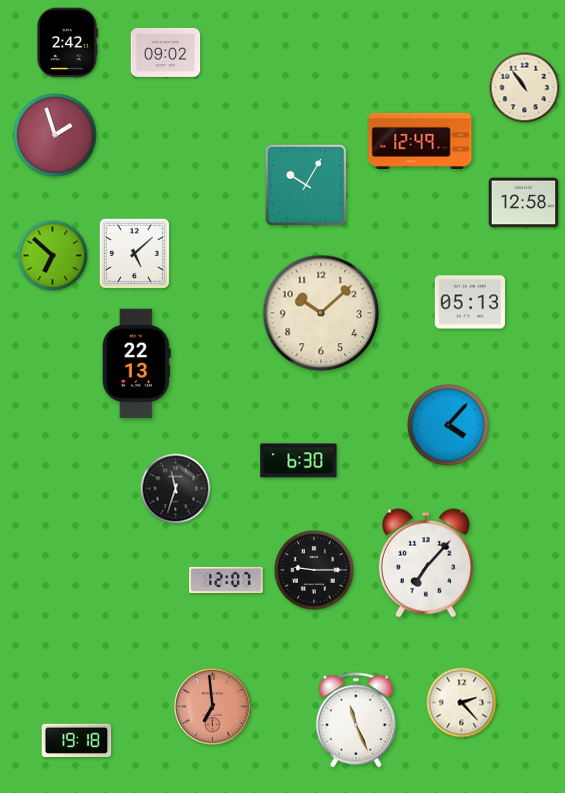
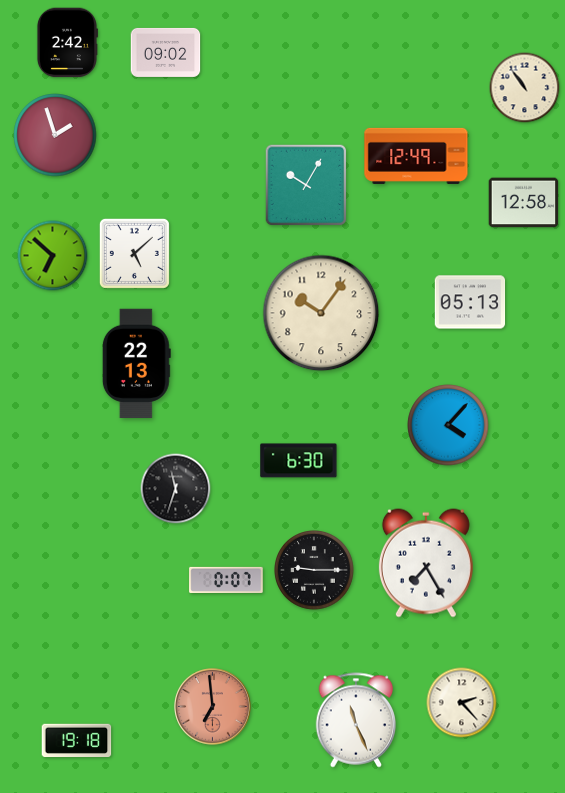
clock at (420, 141) position: (420, 141) -> (416, 156)
clock at (321, 313): 10:08 -> 10:06
clock at (426, 563): 7:07 -> 7:25
clock at (226, 580): 12:07 -> 0:07
